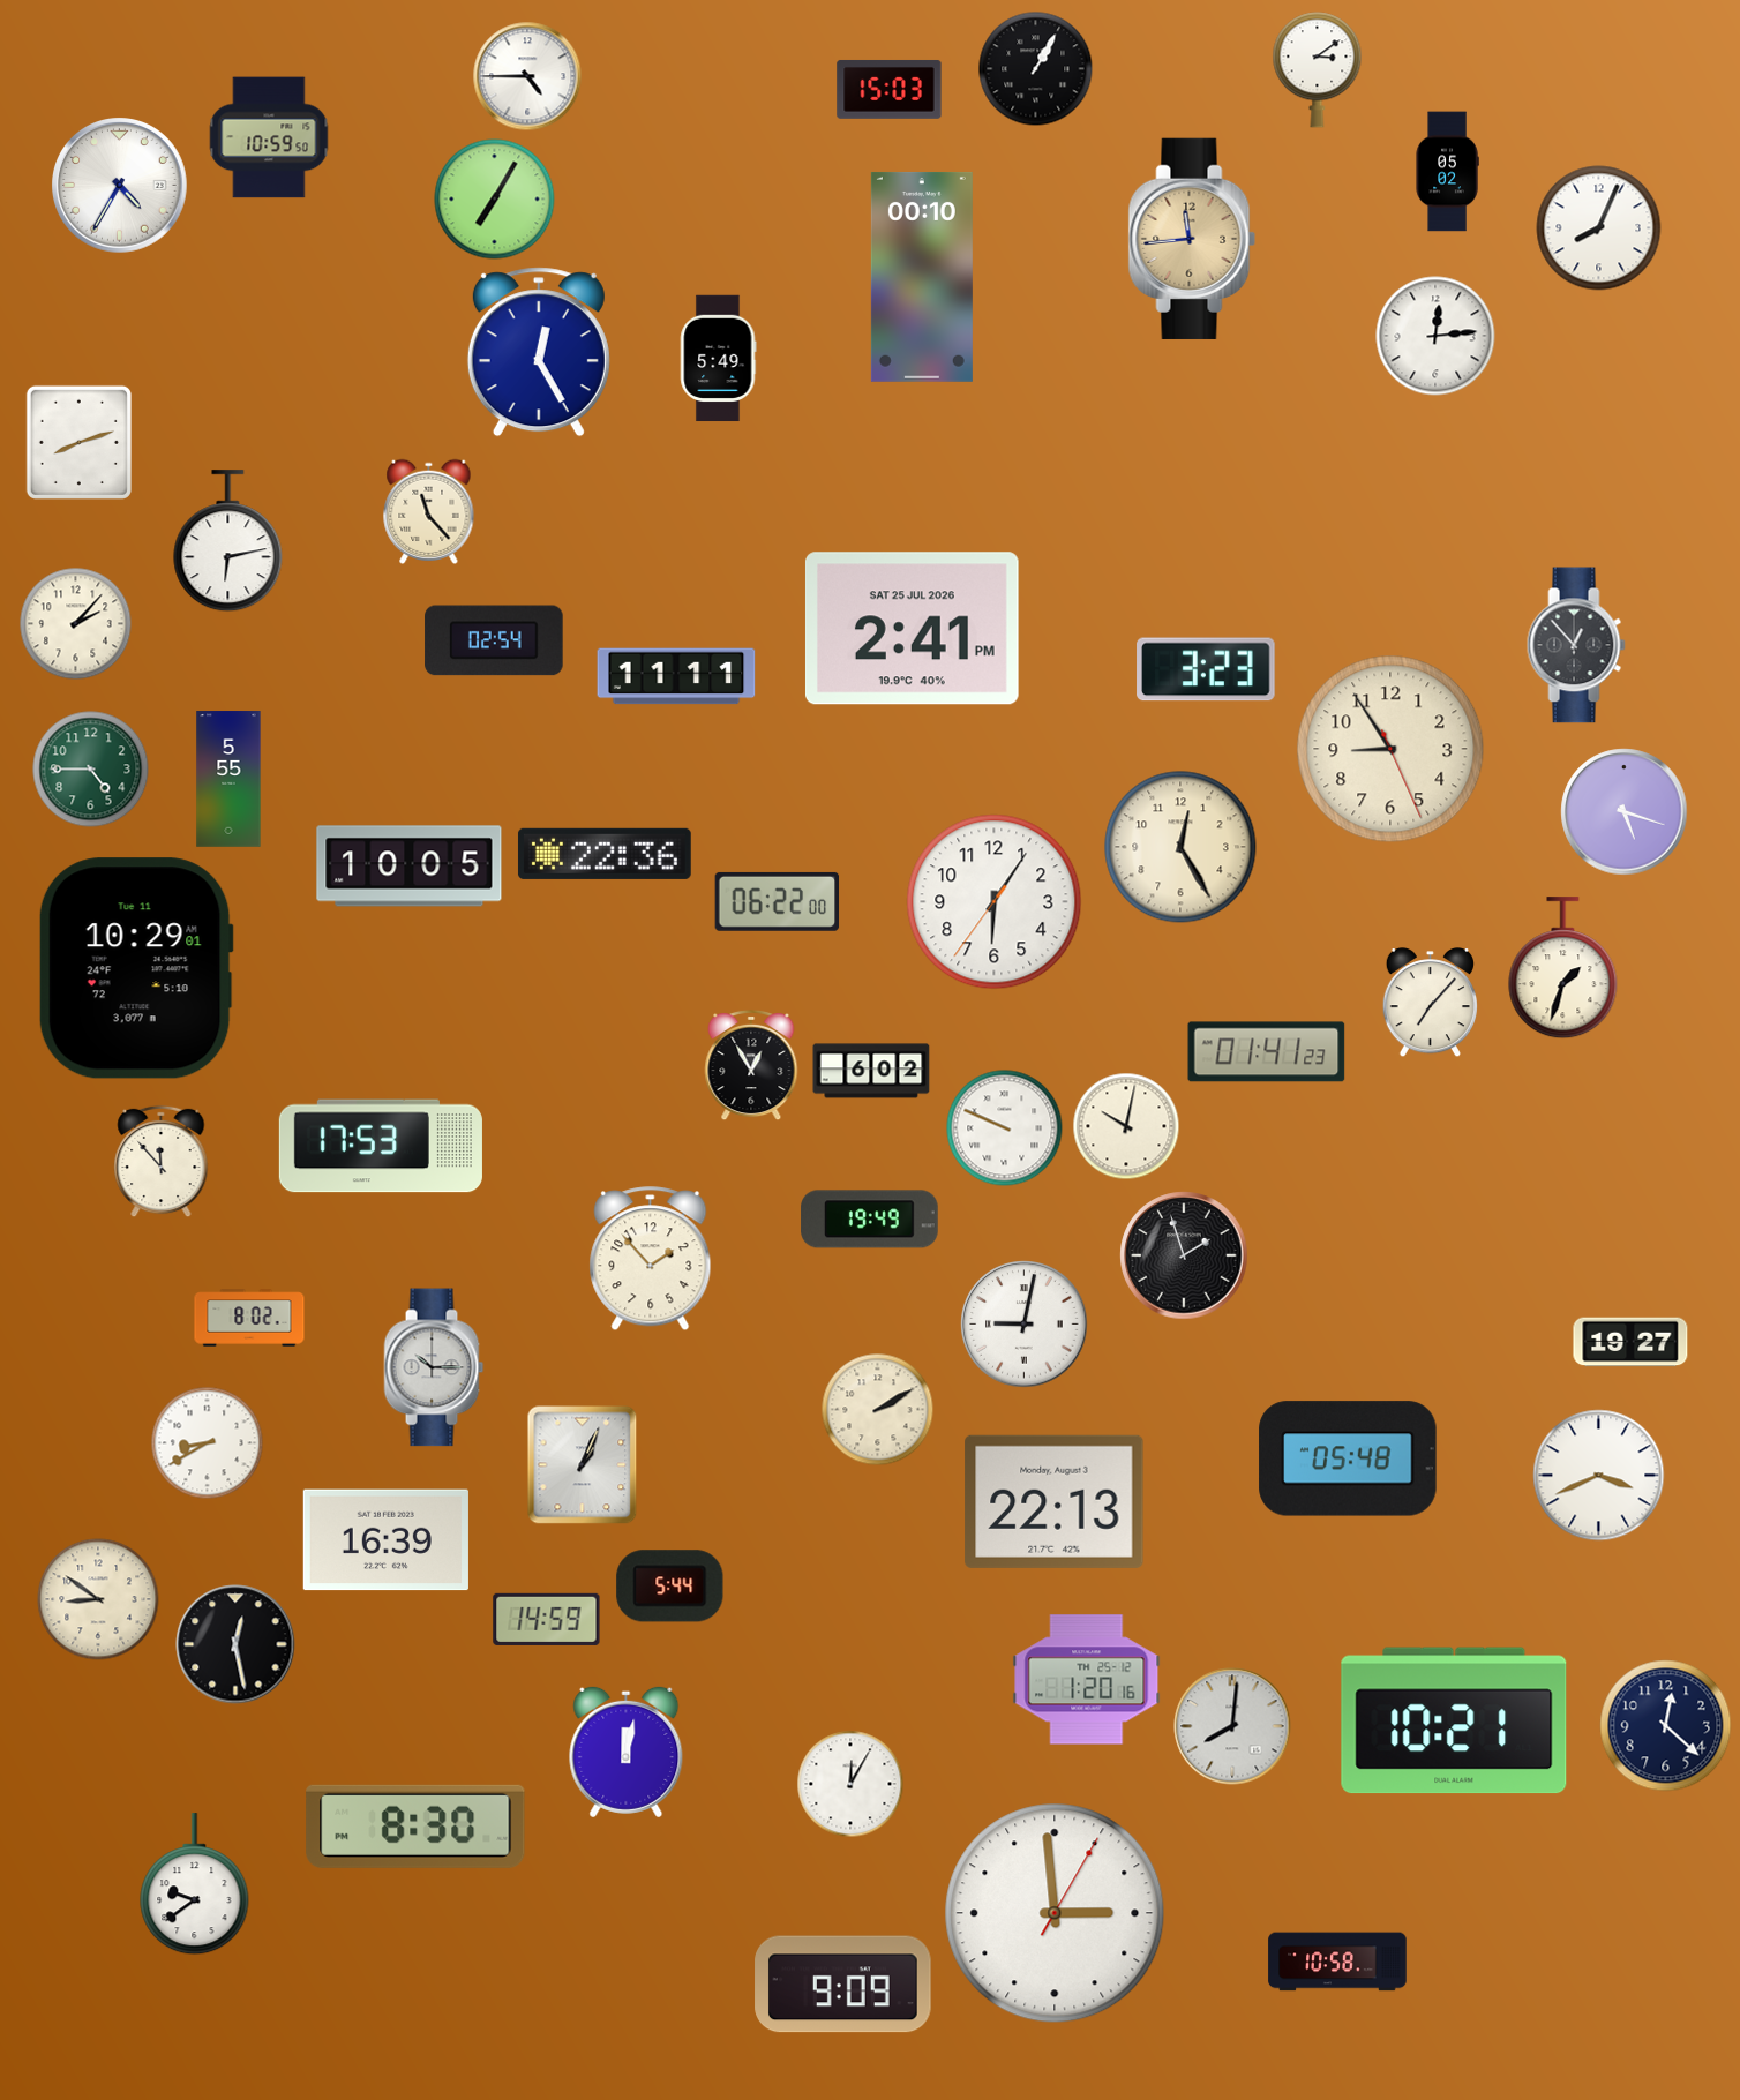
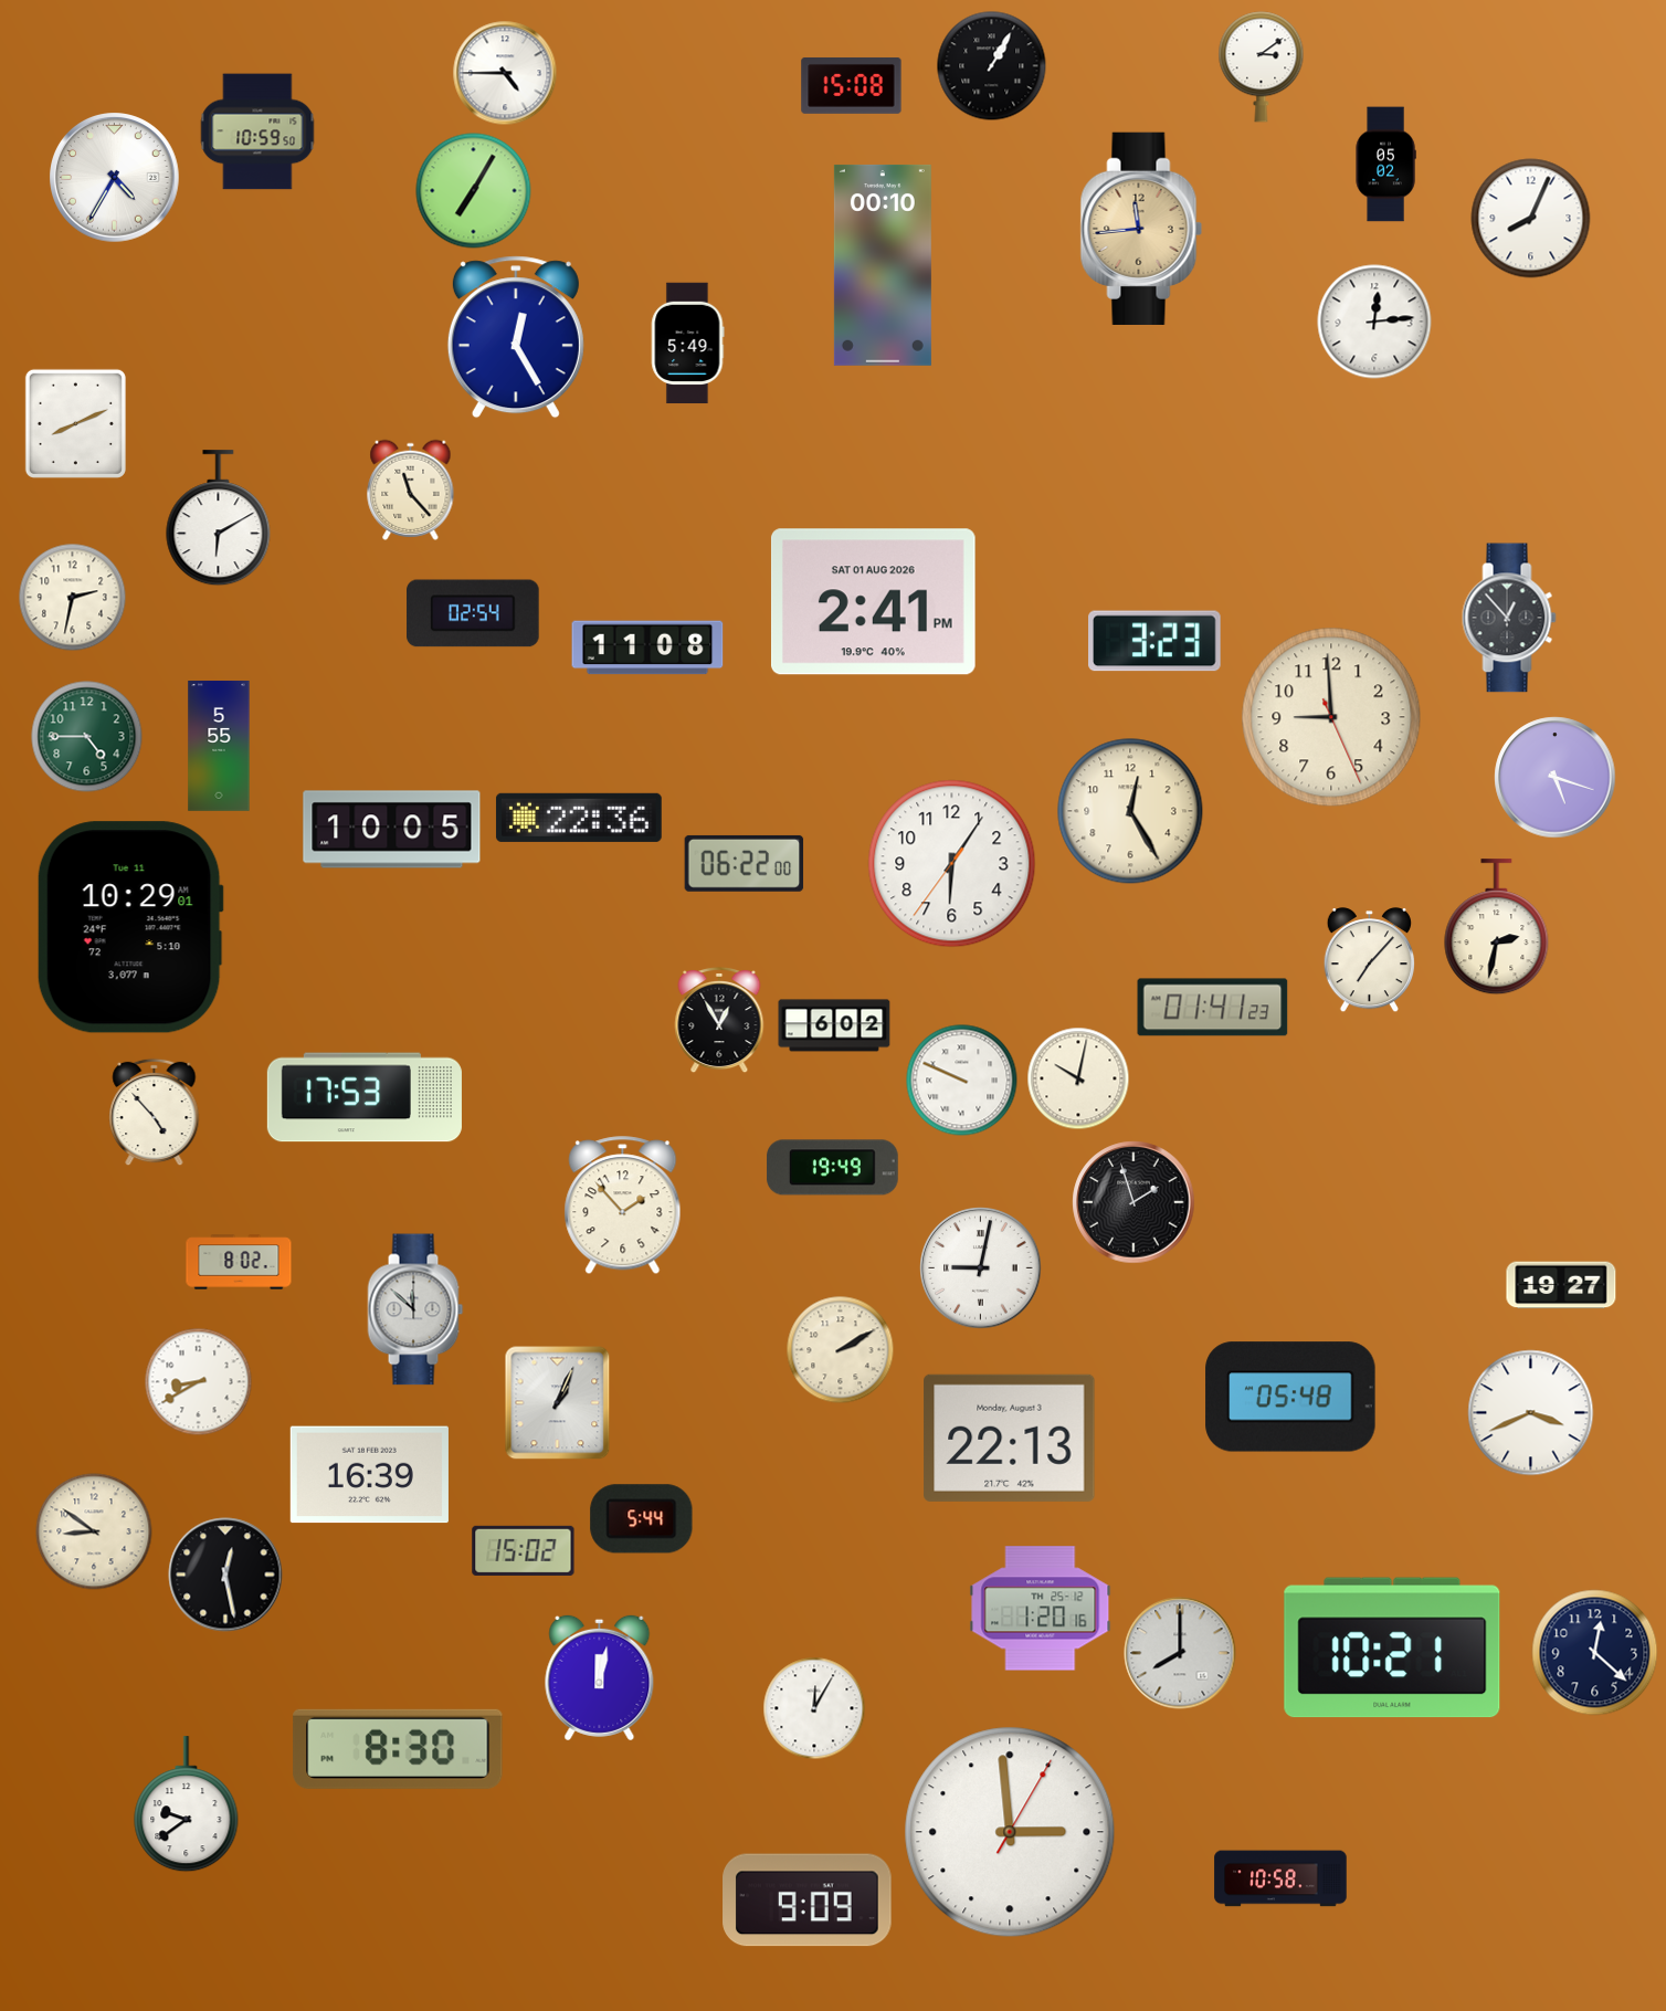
clock at (890, 90): 15:03 -> 15:08
clock at (78, 442): 8:12 -> 8:11
clock at (228, 541): 6:13 -> 6:10
clock at (76, 624): 2:07 -> 2:32
clock at (912, 629) date: SAT 25 JUL 2026 -> SAT 01 AUG 2026
clock at (676, 676): 11:11 -> 11:08
clock at (1390, 749): 8:54 -> 8:59
clock at (1563, 968): 1:33 -> 2:32
clock at (162, 1162): 11:53 -> 4:53
clock at (434, 1367): 10:15 -> 11:52
clock at (547, 1619): 14:59 -> 15:02
clock at (1232, 1726): 8:01 -> 8:00
